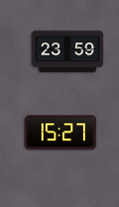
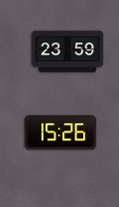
clock at (61, 133): 15:27 -> 15:26
